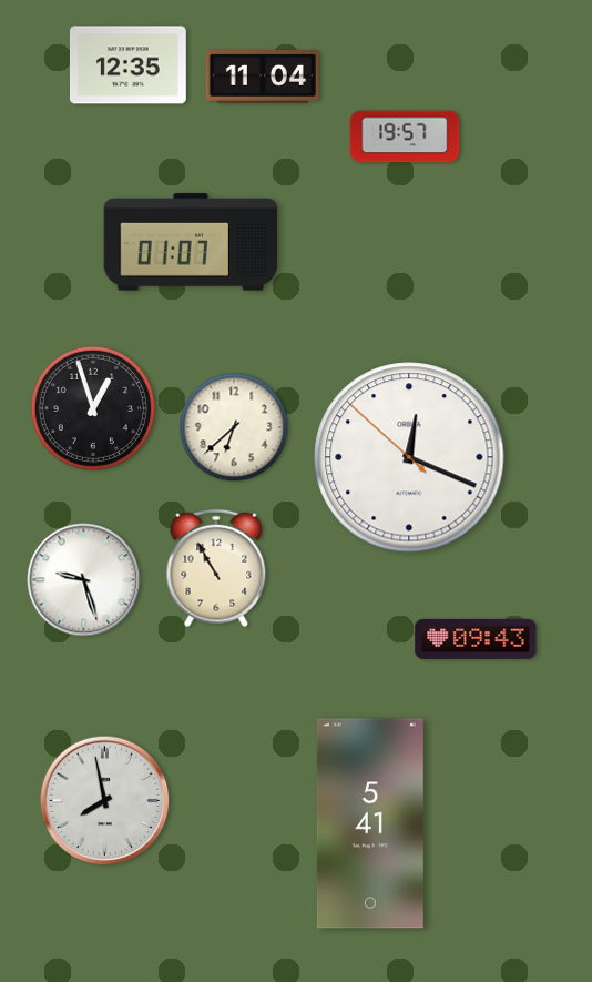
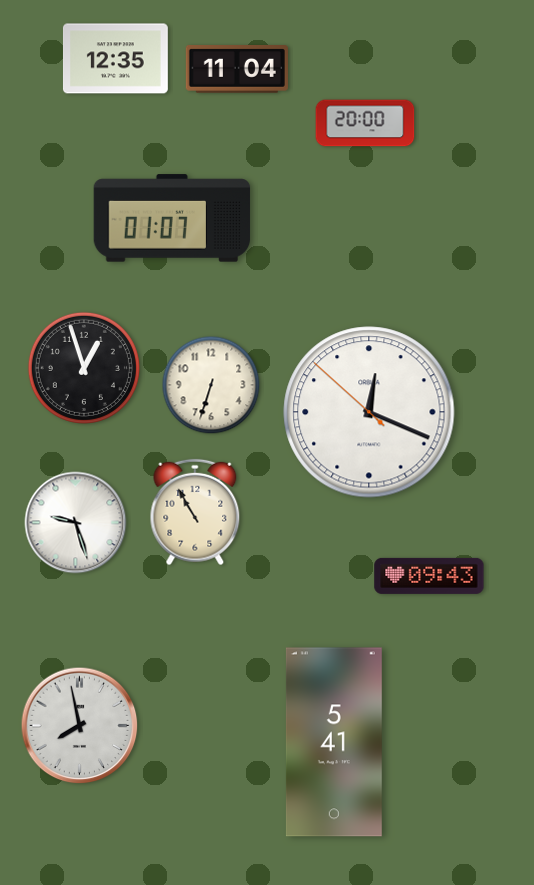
clock at (405, 136): 19:57 -> 20:00
clock at (234, 427): 6:38 -> 6:33
clock at (105, 801) position: (105, 801) -> (80, 726)
